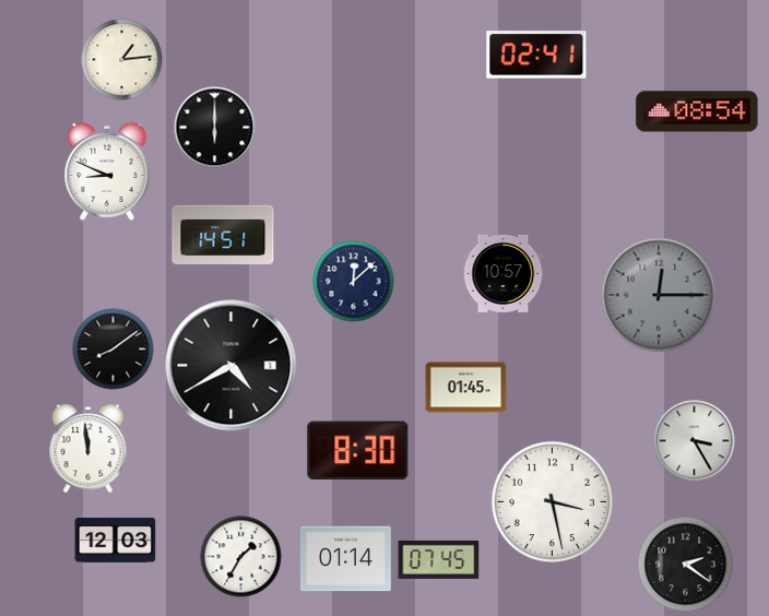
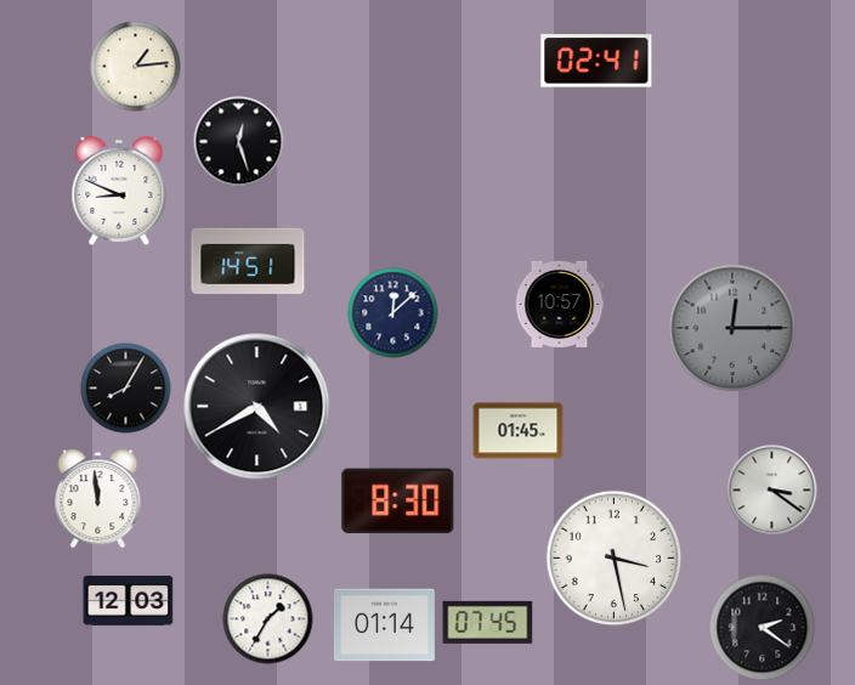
clock at (697, 111): 08:54 -> none
clock at (215, 128): 6:00 -> 12:27
clock at (114, 350): 8:09 -> 8:05
clock at (695, 441): 3:25 -> 3:21
clock at (345, 559) position: (345, 559) -> (384, 625)
